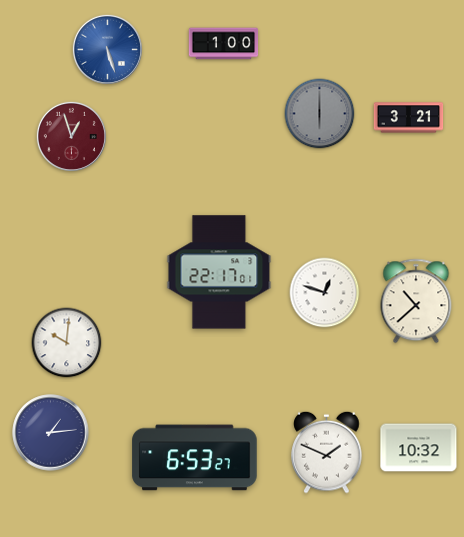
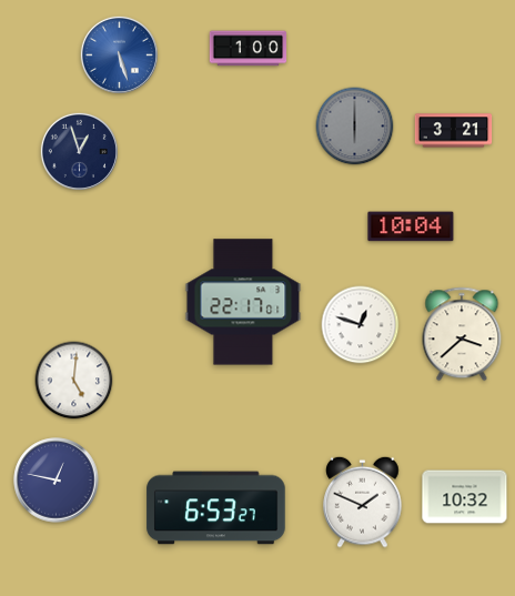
clock at (71, 136) dial: burgundy -> navy
clock at (411, 226): none -> 10:04
clock at (416, 301): 10:38 -> 3:38
clock at (67, 343): 10:01 -> 5:01
clock at (51, 433): 1:14 -> 12:47
